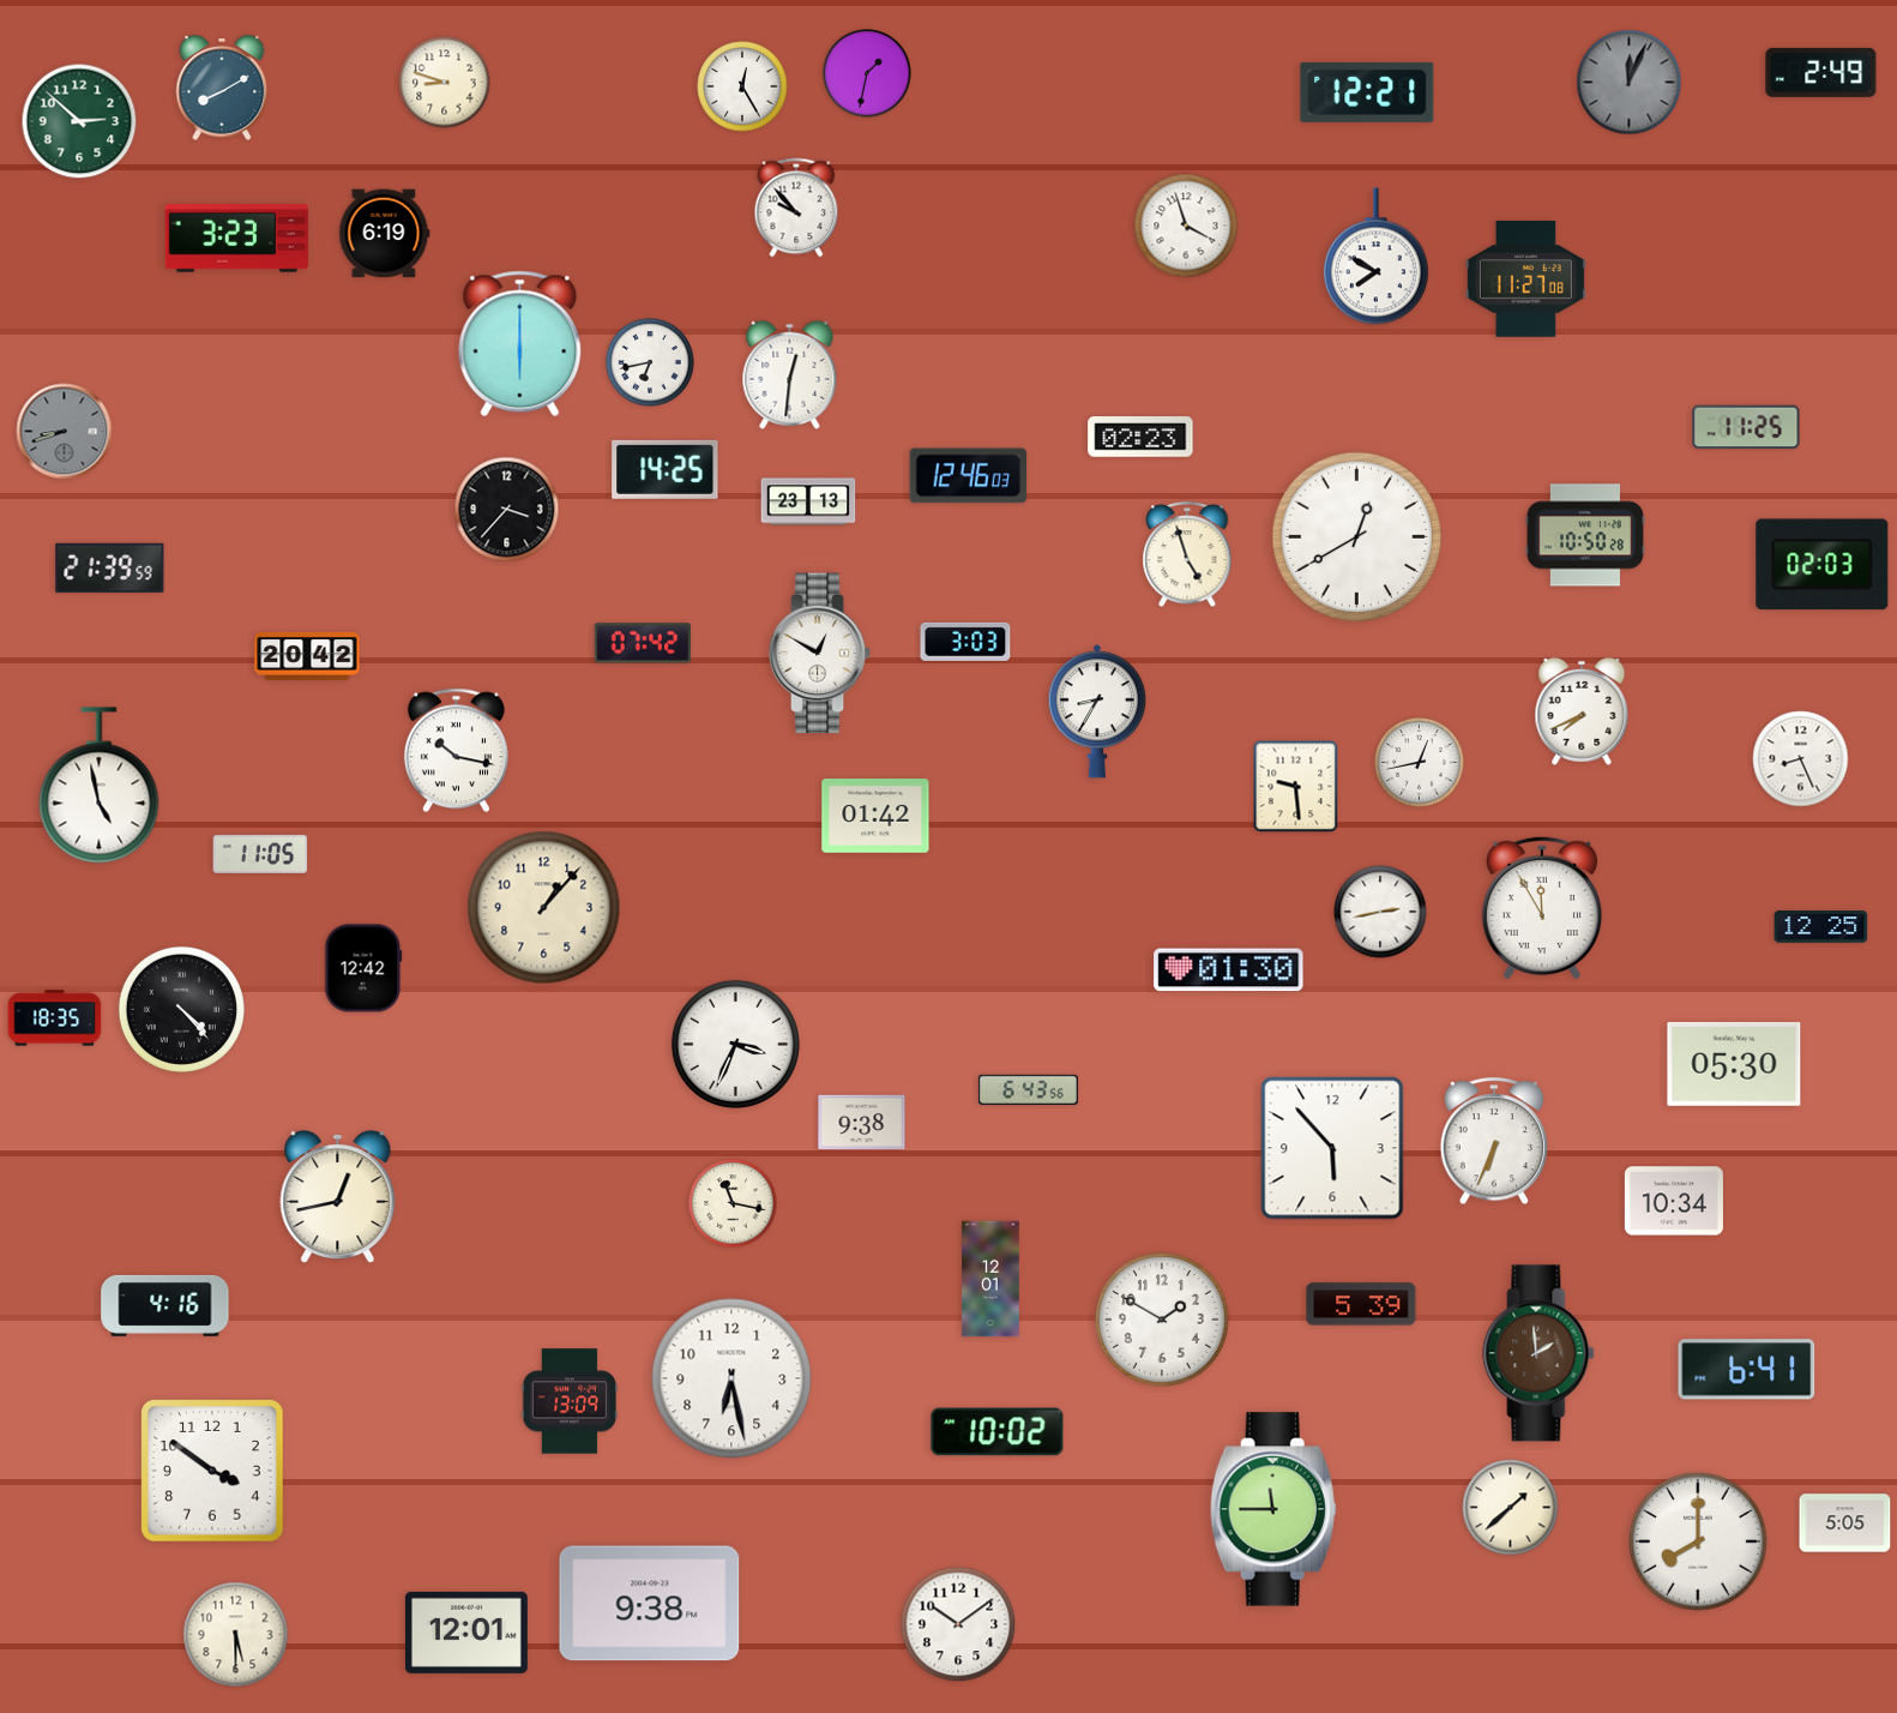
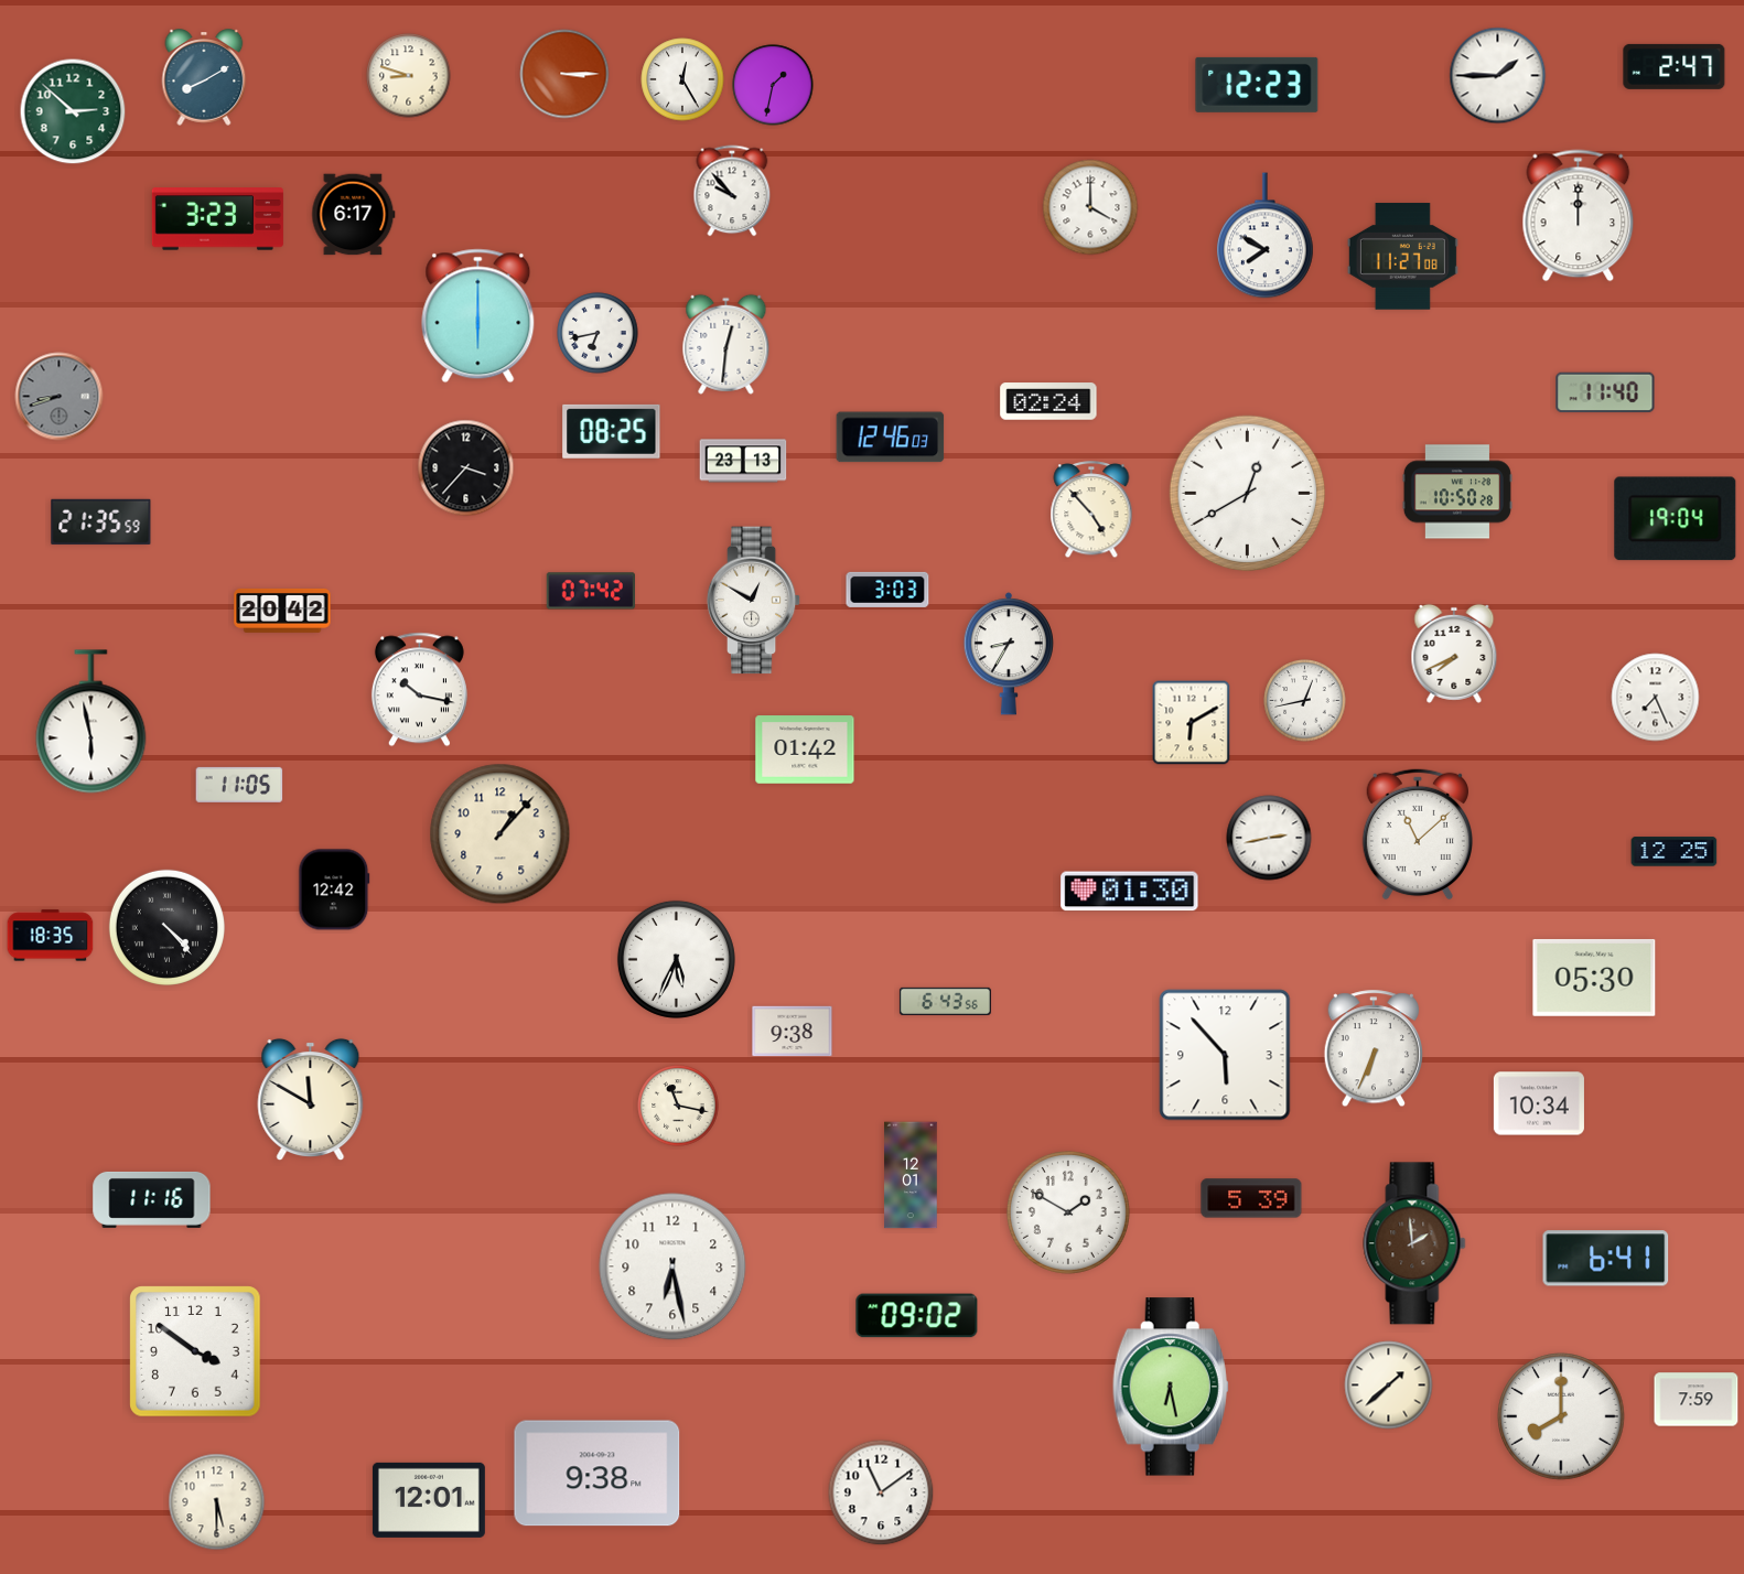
clock at (1821, 72): 2:49 -> 2:47
clock at (867, 73) position: (867, 73) -> (773, 85)
clock at (564, 74): none -> 3:15
clock at (1630, 83): 12:04 -> 1:45
clock at (1630, 83) dial: grey -> white
clock at (222, 88) position: (222, 88) -> (204, 77)
clock at (1367, 92): 12:21 -> 12:23
clock at (1186, 226): 3:57 -> 4:00
clock at (385, 234): 6:19 -> 6:17
clock at (1579, 216): none -> 12:00
clock at (1746, 427): 11:25 -> 11:40
clock at (1140, 437): 02:23 -> 02:24
clock at (666, 469): 14:25 -> 08:25
clock at (1187, 555): 4:57 -> 4:53
clock at (1823, 565): 02:03 -> 19:04
clock at (110, 567): 21:39 -> 21:35
clock at (307, 656) position: (307, 656) -> (282, 611)
clock at (1801, 759): 8:26 -> 7:26
clock at (100, 786): 4:58 -> 5:58
clock at (1296, 787): 9:29 -> 6:10
clock at (1541, 908): 11:55 -> 11:08
clock at (735, 1044): 3:34 -> 5:34
clock at (338, 1197): 12:43 -> 11:50
clock at (733, 1203) position: (733, 1203) -> (678, 1106)
clock at (165, 1305): 4:16 -> 11:16
clock at (570, 1401): 13:09 -> none
clock at (998, 1432): 10:02 -> 09:02
clock at (1273, 1509): 11:45 -> 6:28
clock at (1845, 1523): 5:05 -> 7:59
clock at (958, 1624): 10:09 -> 11:09
